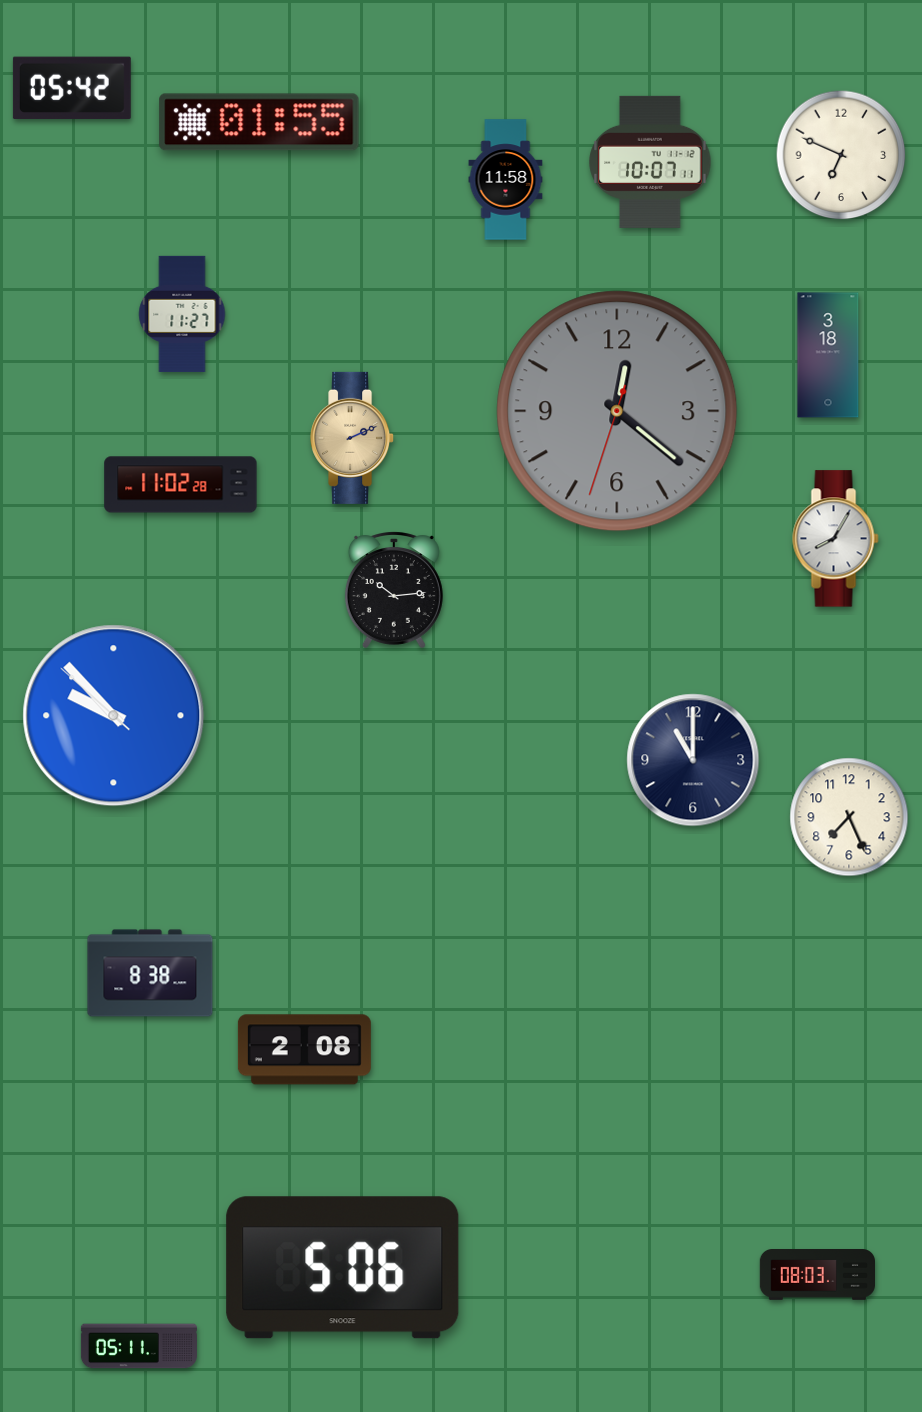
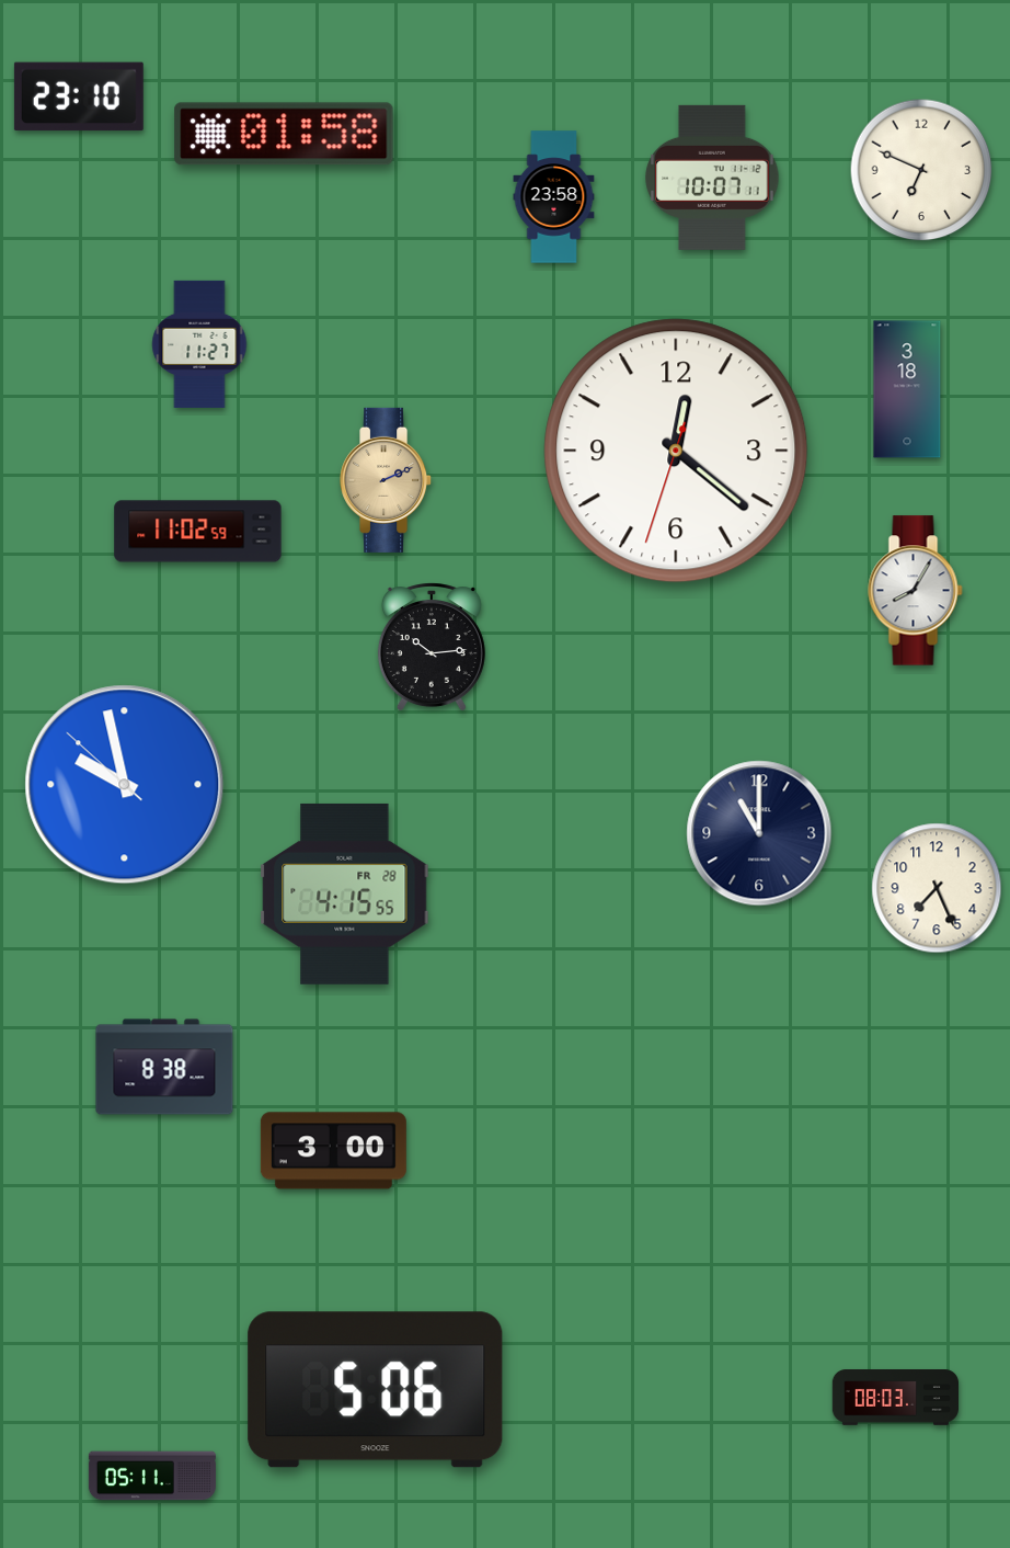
clock at (72, 88): 05:42 -> 23:10
clock at (259, 122): 01:55 -> 01:58
clock at (506, 180): 11:58 -> 23:58
clock at (617, 411) dial: grey -> white
clock at (181, 485): 11:02:28 -> 11:02:59
clock at (114, 716): 9:52 -> 9:57
clock at (345, 893): none -> 4:15
clock at (849, 817) position: (849, 817) -> (937, 888)
clock at (304, 1050): 2:08 -> 3:00
